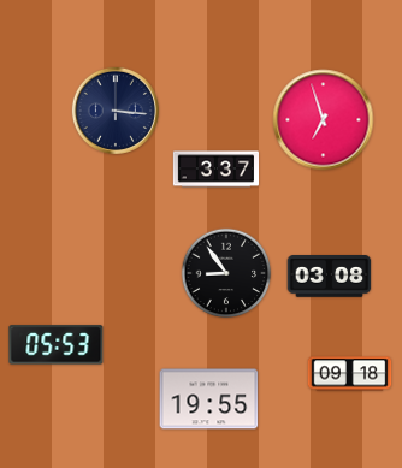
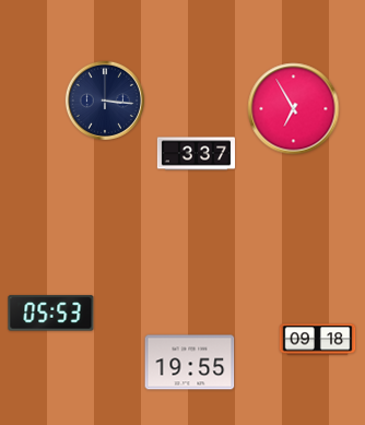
clock at (324, 120): 6:57 -> 6:55
clock at (226, 273): 8:54 -> none
clock at (330, 277): 03:08 -> none
